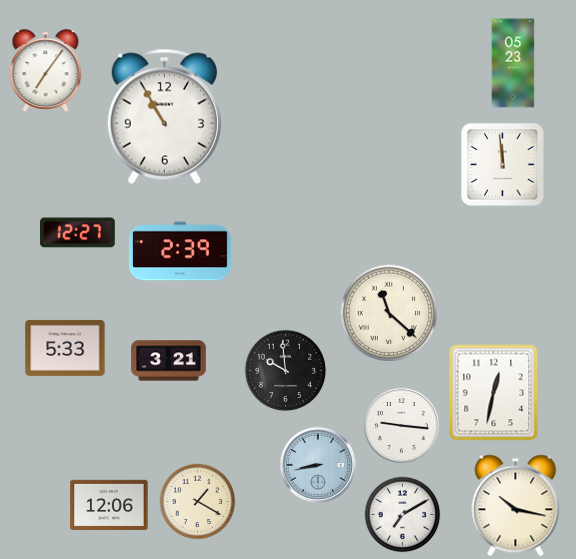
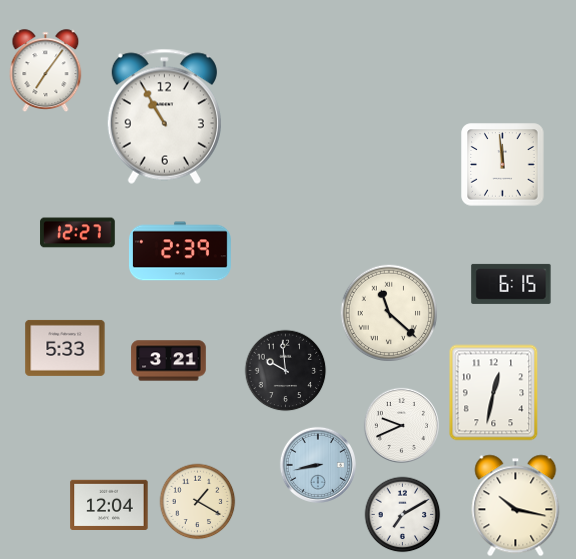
clock at (513, 63): 05:23 -> none
clock at (511, 284): none -> 6:15
clock at (401, 425): 9:16 -> 9:41
clock at (109, 504): 12:06 -> 12:04
